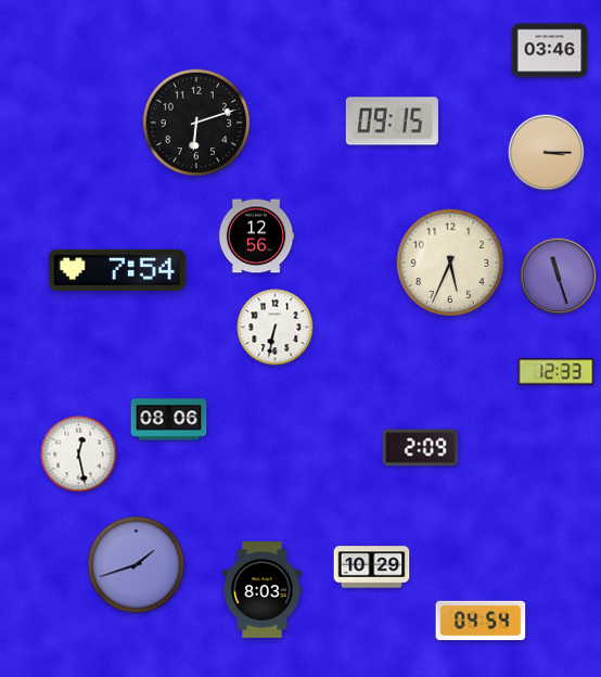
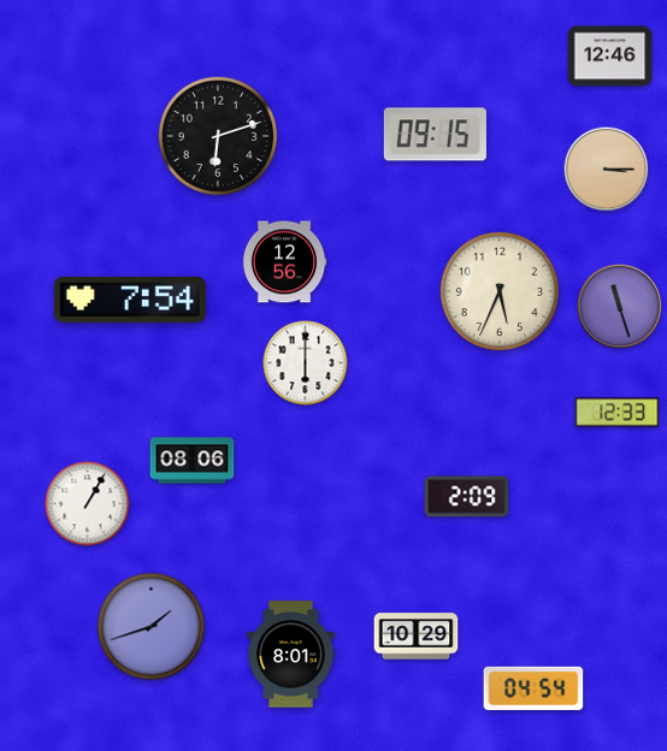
clock at (550, 51): 03:46 -> 12:46
clock at (276, 328): 6:32 -> 6:00
clock at (169, 420) position: (169, 420) -> (193, 461)
clock at (79, 455): 12:28 -> 1:05
clock at (372, 567) position: (372, 567) -> (417, 637)
clock at (263, 590): 8:03 -> 8:01
